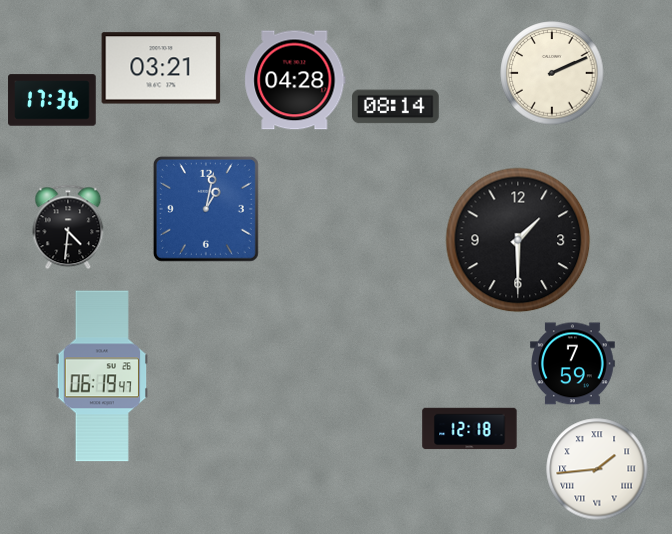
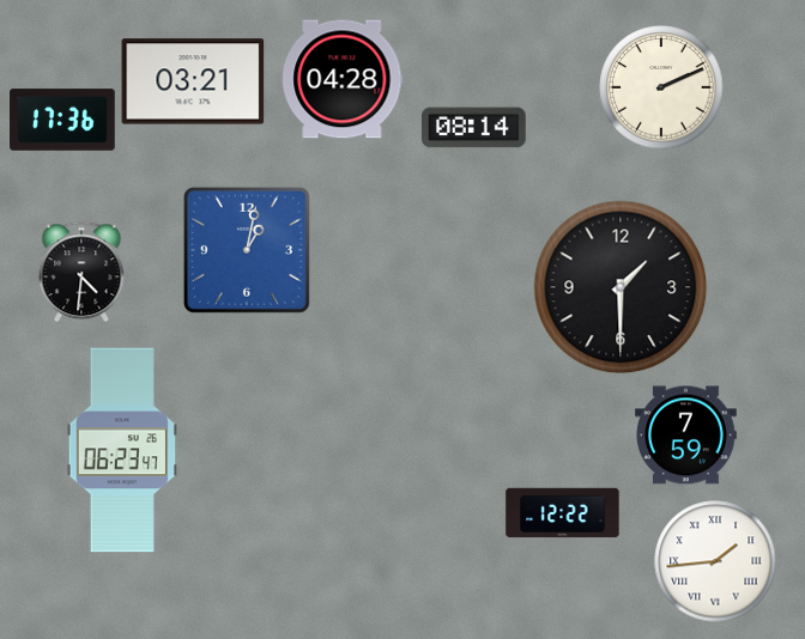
clock at (295, 80) position: (295, 80) -> (343, 79)
clock at (102, 376): 06:19 -> 06:23
clock at (470, 429): 12:18 -> 12:22
